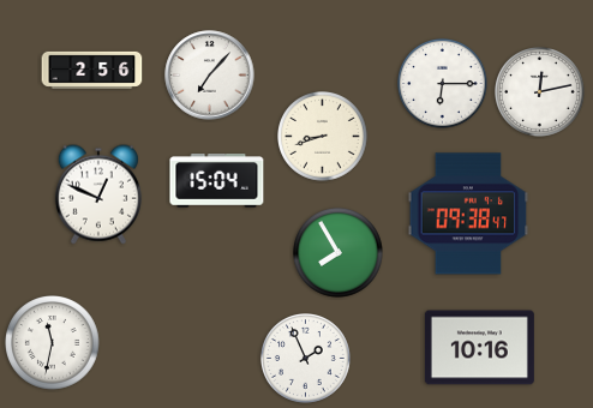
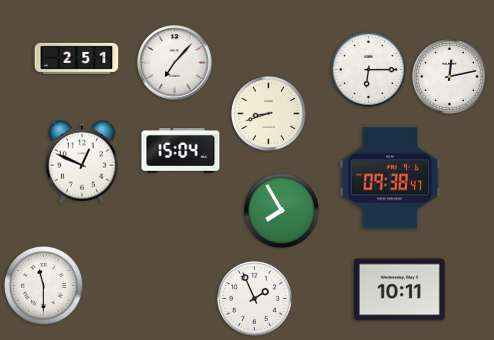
clock at (92, 70): 2:56 -> 2:51
clock at (53, 343): 11:32 -> 11:30
clock at (479, 348): 10:16 -> 10:11
